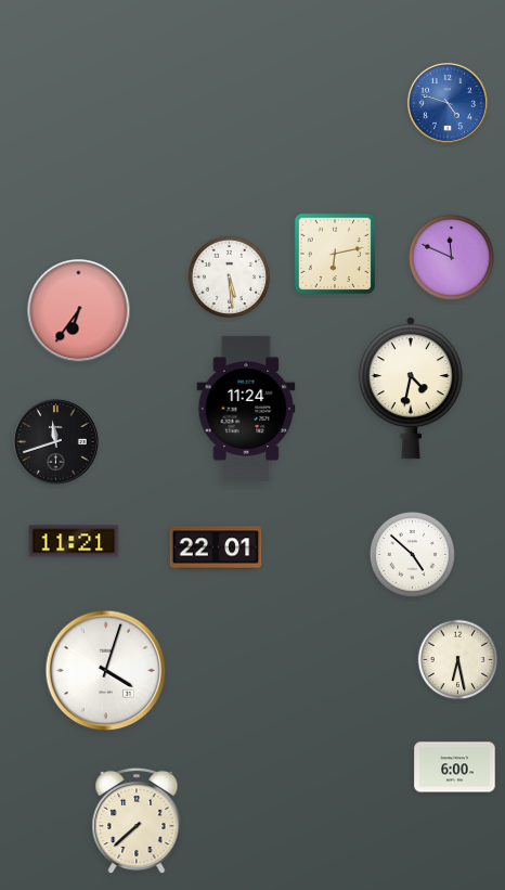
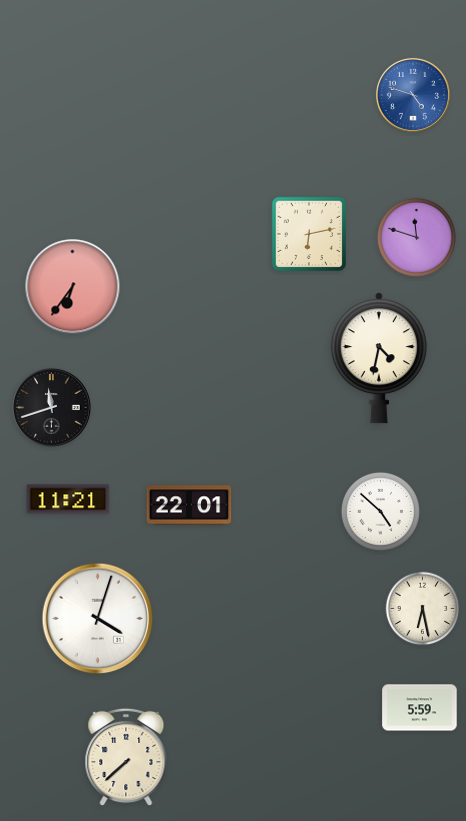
clock at (451, 257): 11:49 -> 11:48
clock at (230, 278): 5:29 -> none
clock at (246, 409): 11:24 -> none
clock at (216, 547) position: (216, 547) -> (189, 505)
clock at (455, 768): 6:00 -> 5:59
